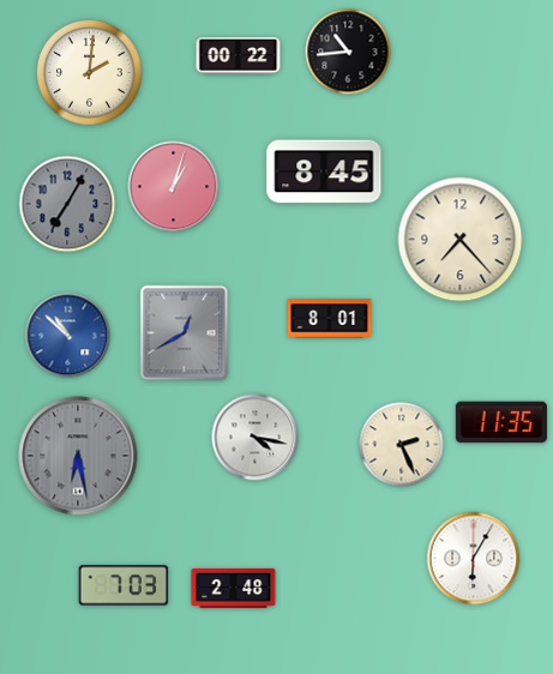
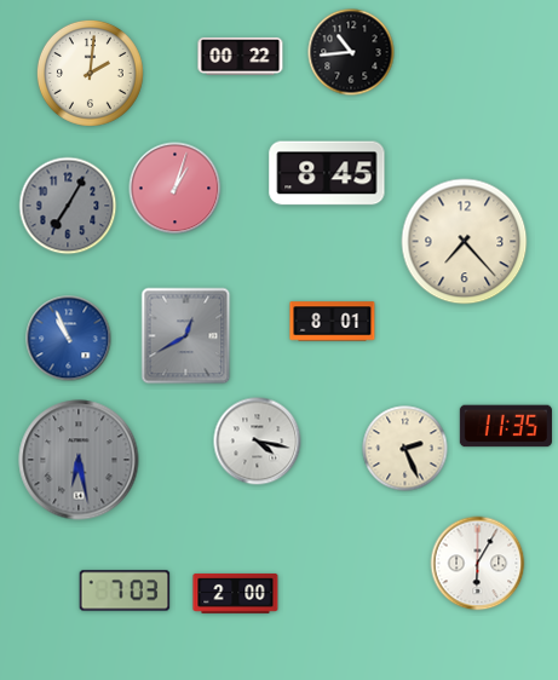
clock at (68, 336): 10:52 -> 10:56
clock at (234, 588): 2:48 -> 2:00
